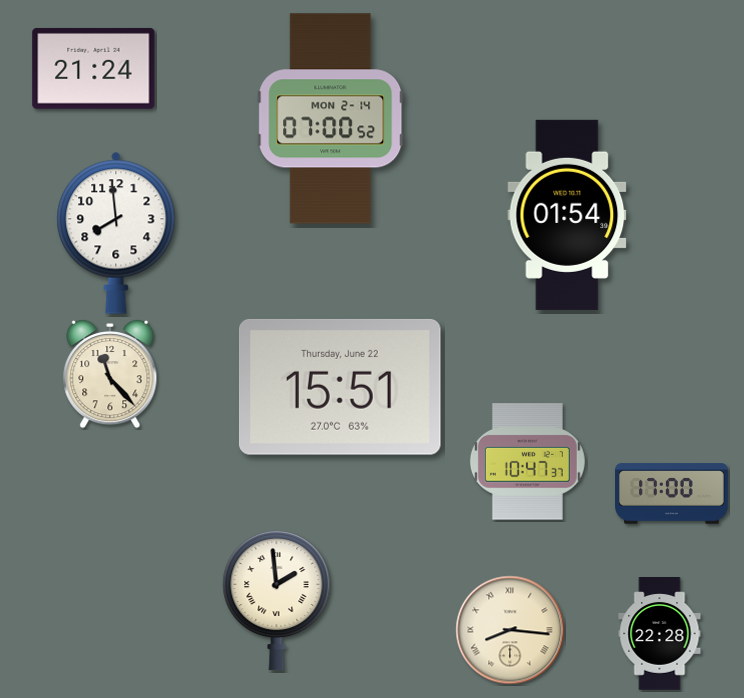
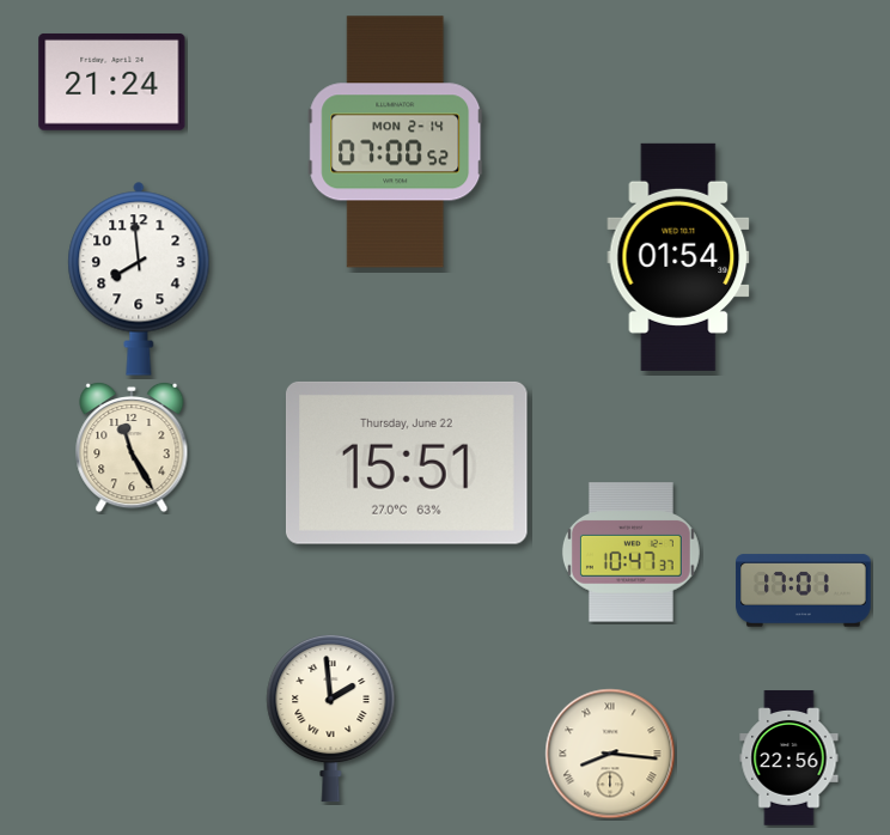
clock at (110, 374): 11:23 -> 11:25
clock at (672, 494): 17:00 -> 17:01
clock at (660, 634): 22:28 -> 22:56
